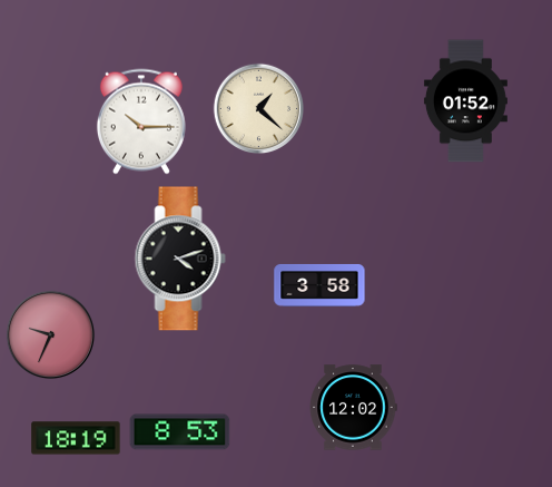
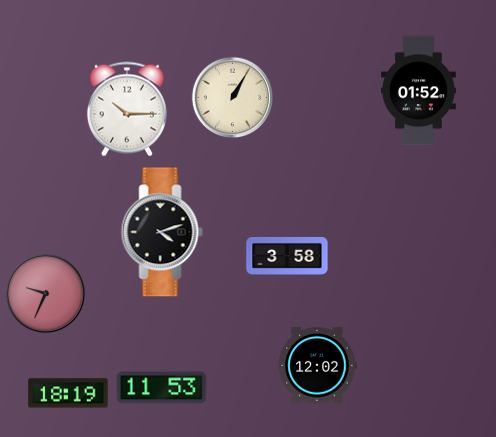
clock at (259, 109): 1:22 -> 1:05
clock at (51, 335) position: (51, 335) -> (46, 294)
clock at (180, 432): 8:53 -> 11:53
